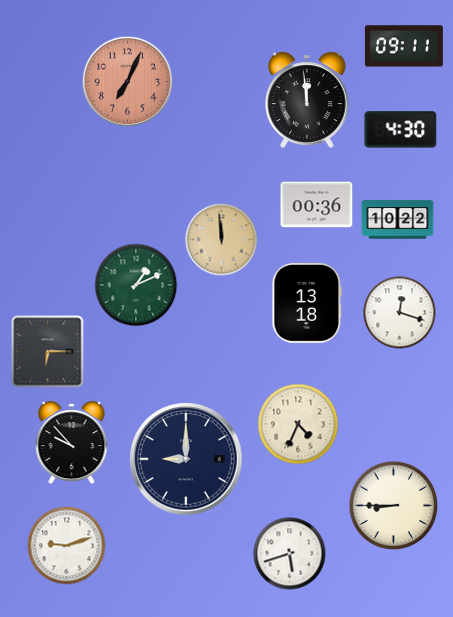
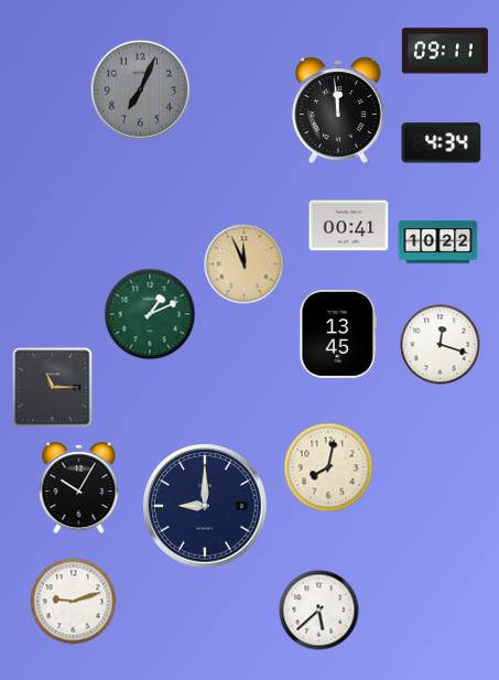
clock at (128, 82) dial: salmon -> grey
clock at (401, 130): 4:30 -> 4:34
clock at (317, 205): 00:36 -> 00:41
clock at (222, 240): 11:59 -> 11:56
clock at (307, 303): 13:18 -> 13:45
clock at (48, 352): 6:15 -> 11:15
clock at (298, 424): 4:34 -> 8:02
clock at (72, 443): 9:53 -> 10:05
clock at (394, 506): 8:45 -> none
clock at (290, 554): 5:42 -> 5:38
